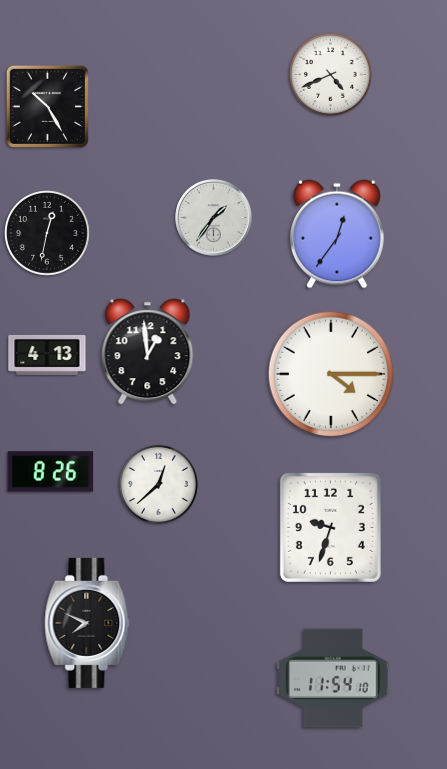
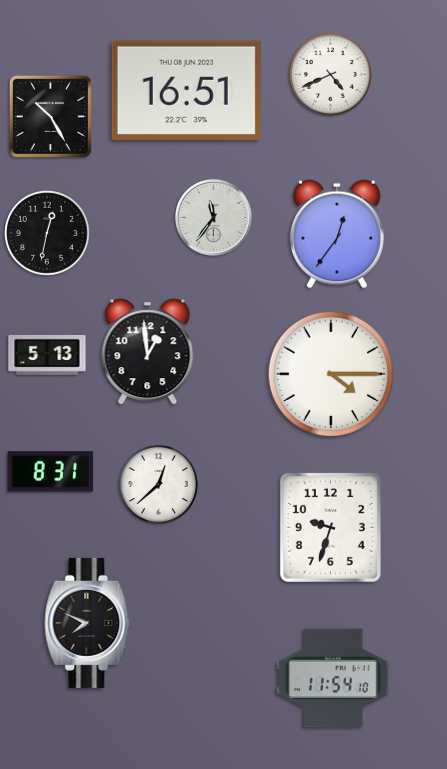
clock at (186, 90): none -> 16:51
clock at (47, 106) position: (47, 106) -> (50, 116)
clock at (214, 218): 1:36 -> 11:36
clock at (47, 355): 4:13 -> 5:13
clock at (51, 472): 8:26 -> 8:31
